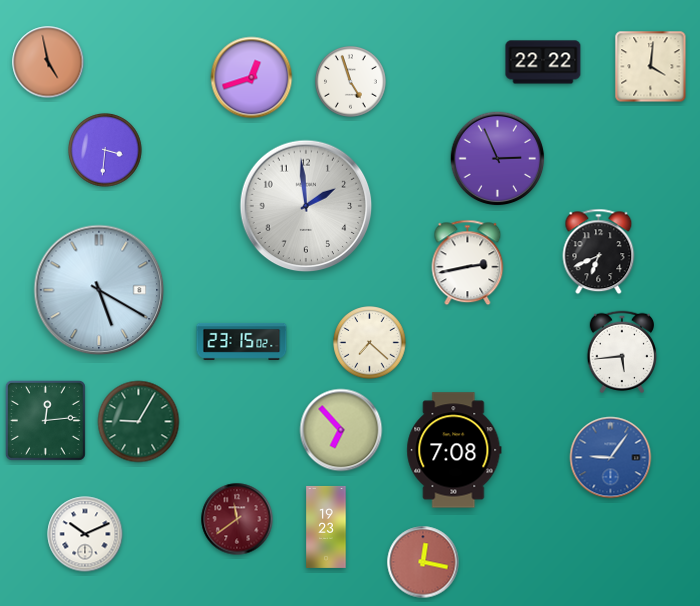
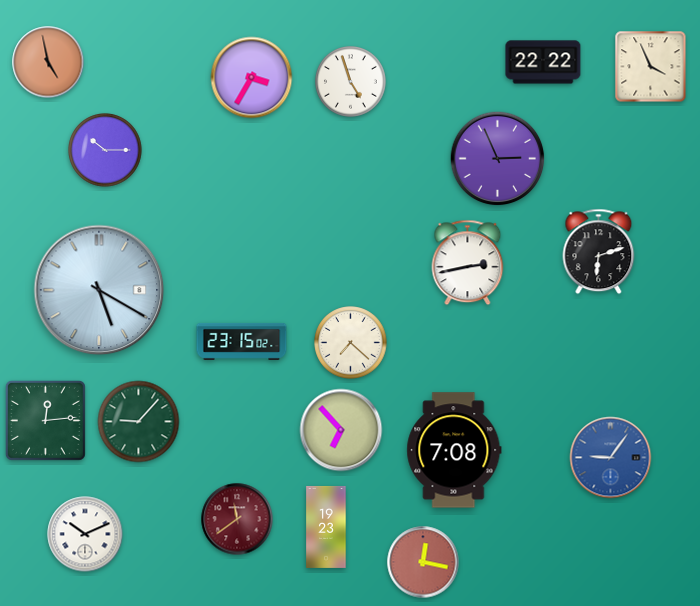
clock at (651, 67): 4:01 -> 3:56
clock at (252, 78): 12:42 -> 3:35
clock at (105, 150): 3:31 -> 10:15
clock at (306, 206): 1:59 -> none
clock at (599, 252): 6:41 -> 6:12
clock at (370, 343) position: (370, 343) -> (351, 343)
clock at (622, 352): 5:44 -> none
clock at (139, 422): 9:05 -> 9:07
